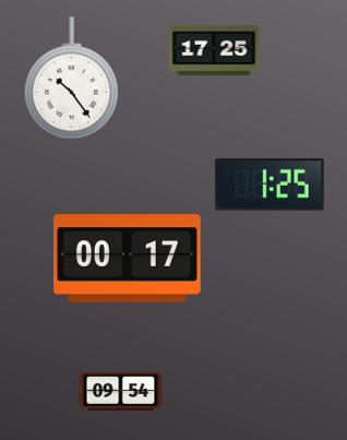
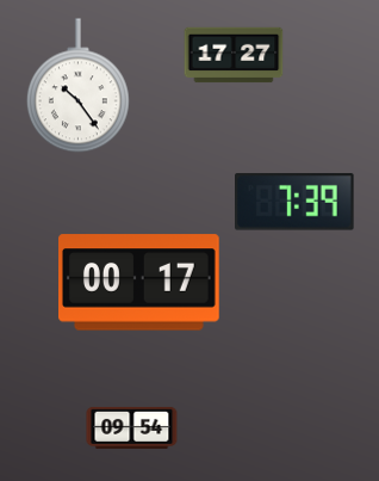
clock at (214, 50): 17:25 -> 17:27
clock at (271, 185): 1:25 -> 7:39
